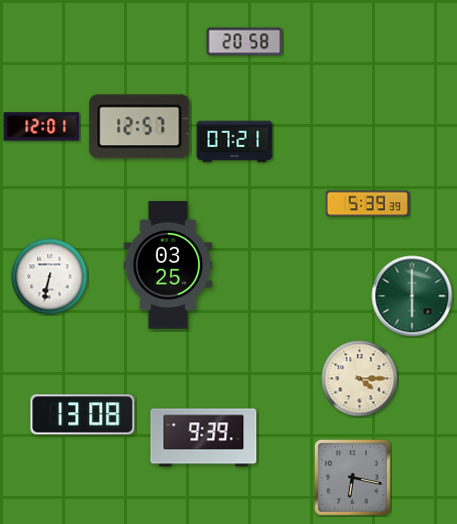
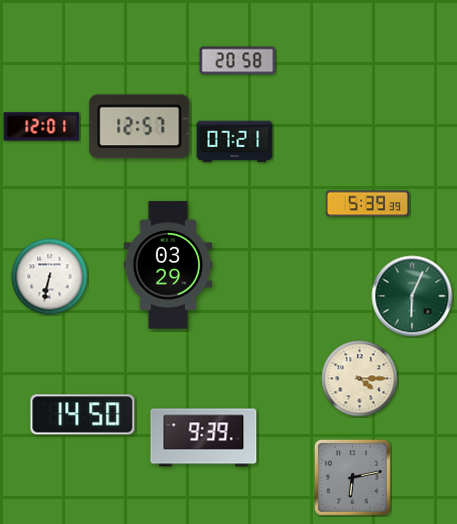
clock at (245, 42) position: (245, 42) -> (238, 61)
clock at (168, 265): 03:25 -> 03:29
clock at (412, 296): 6:00 -> 6:04
clock at (83, 415): 13:08 -> 14:50
clock at (352, 477): 6:17 -> 6:13
